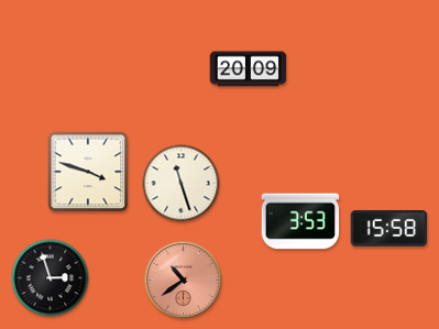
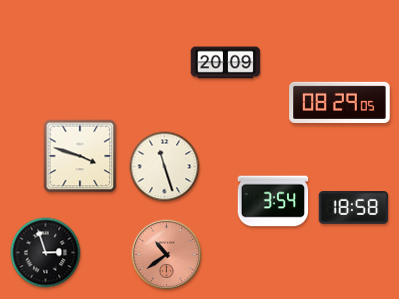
clock at (340, 102): none -> 08:29
clock at (300, 221): 3:53 -> 3:54
clock at (389, 229): 15:58 -> 18:58
